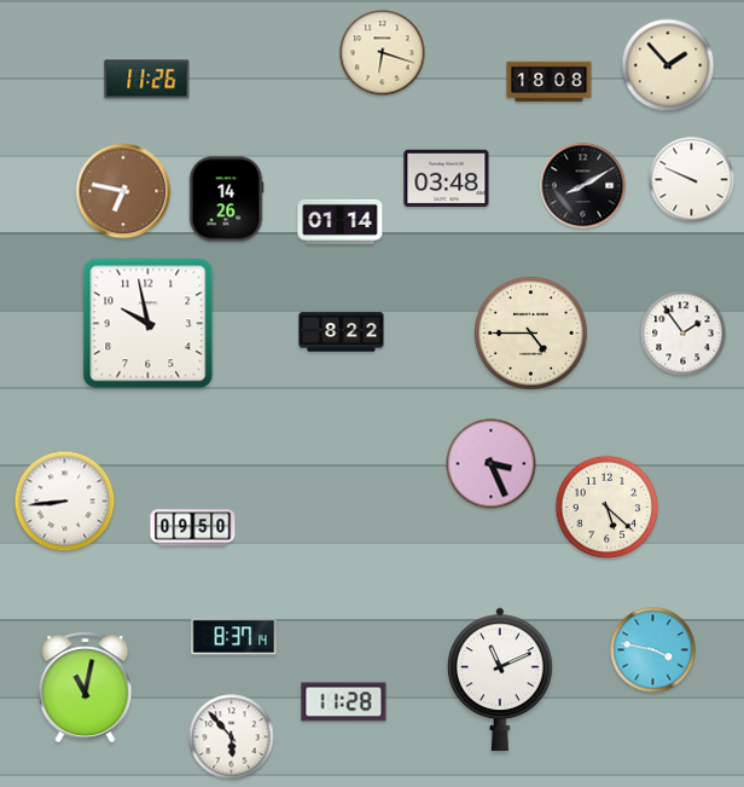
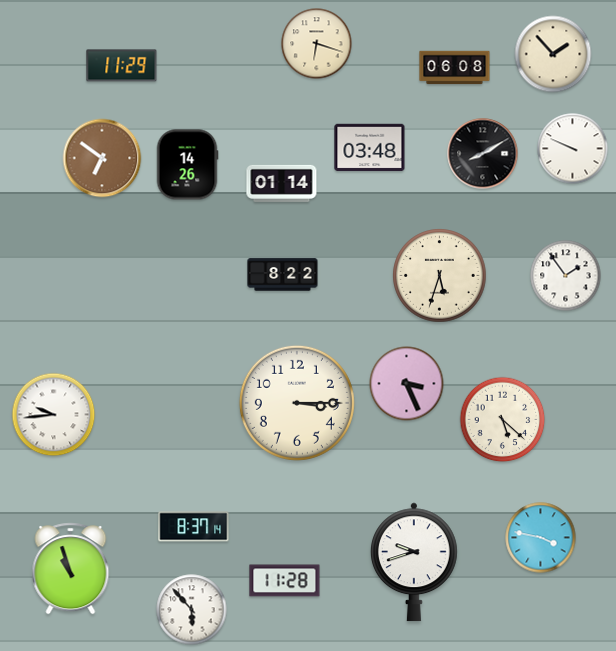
clock at (147, 80): 11:26 -> 11:29
clock at (550, 82): 18:08 -> 06:08
clock at (123, 191): 6:47 -> 6:51
clock at (149, 324): 9:58 -> none
clock at (531, 334): 4:45 -> 5:33
clock at (297, 403): none -> 3:15
clock at (65, 502): 8:44 -> 9:44
clock at (193, 528): 09:50 -> none
clock at (500, 679): 11:11 -> 9:42
clock at (86, 688): 11:02 -> 10:57
